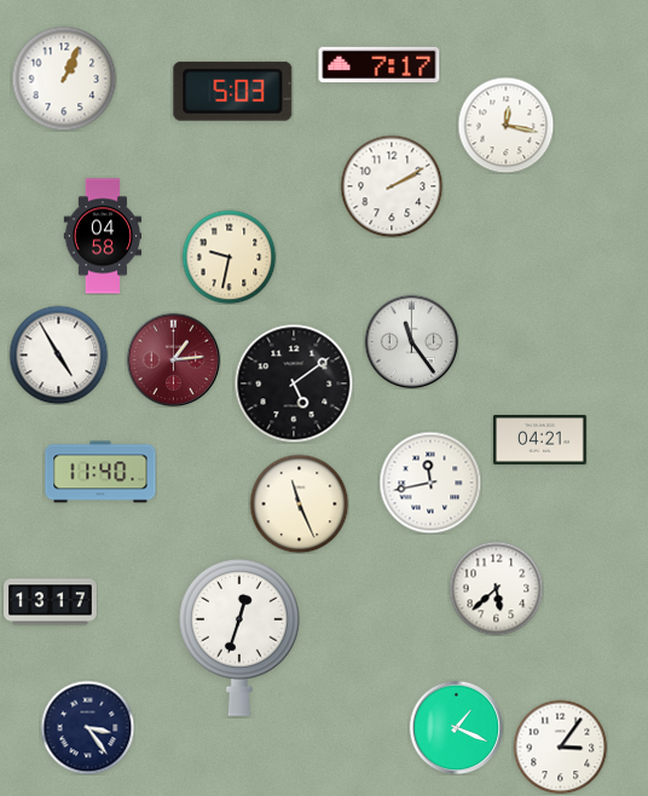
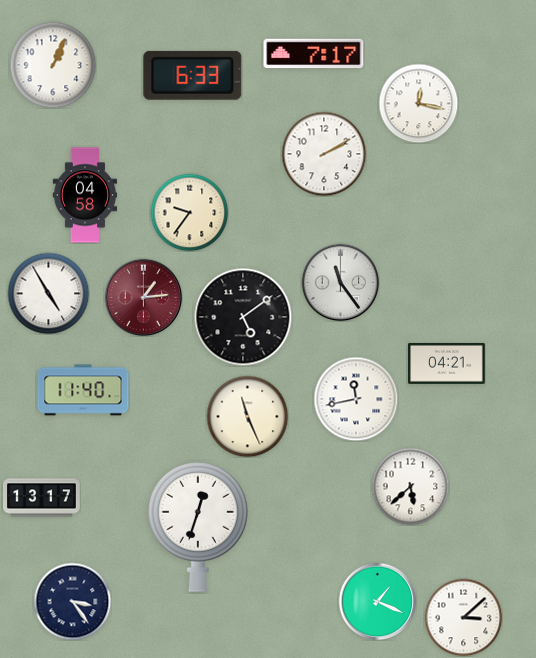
clock at (233, 91): 5:03 -> 6:33
clock at (228, 256): 9:32 -> 9:36
clock at (560, 746): 3:06 -> 3:08
